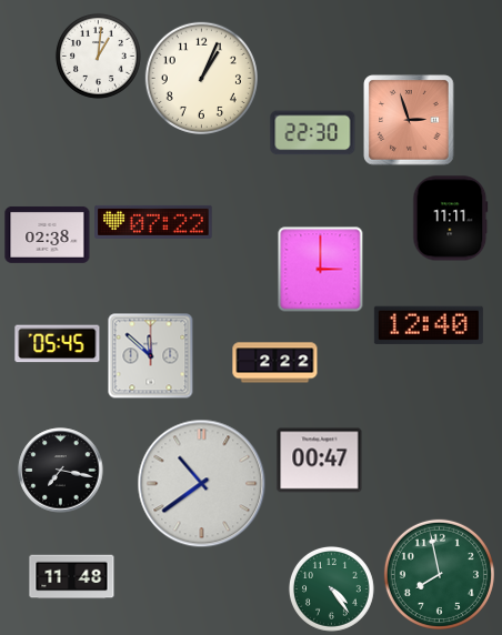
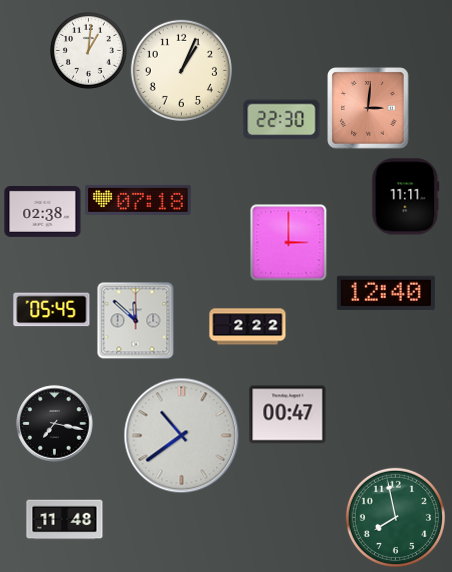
clock at (409, 120): 2:57 -> 3:01
clock at (153, 222): 07:22 -> 07:18
clock at (331, 588): 4:24 -> none
